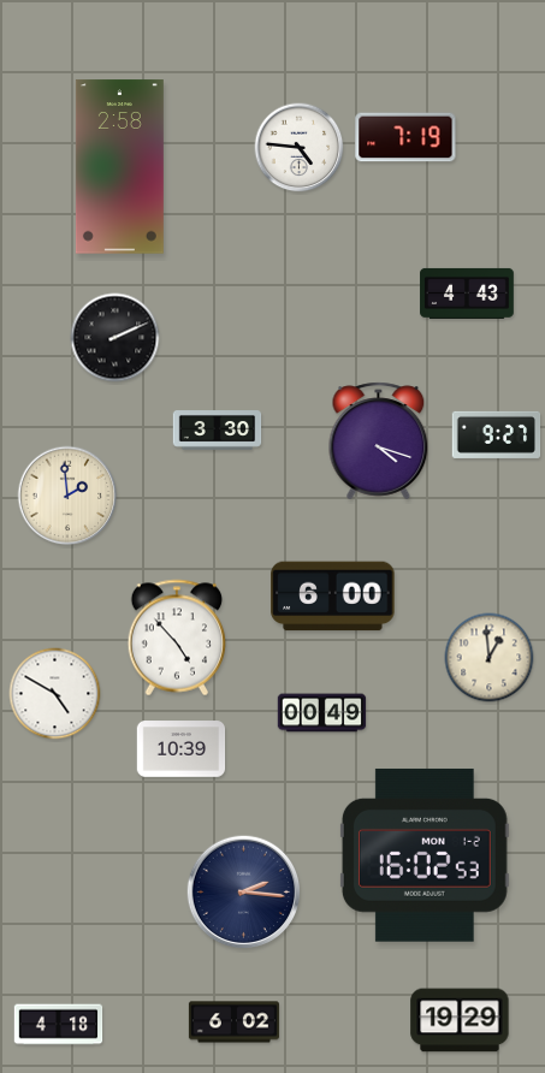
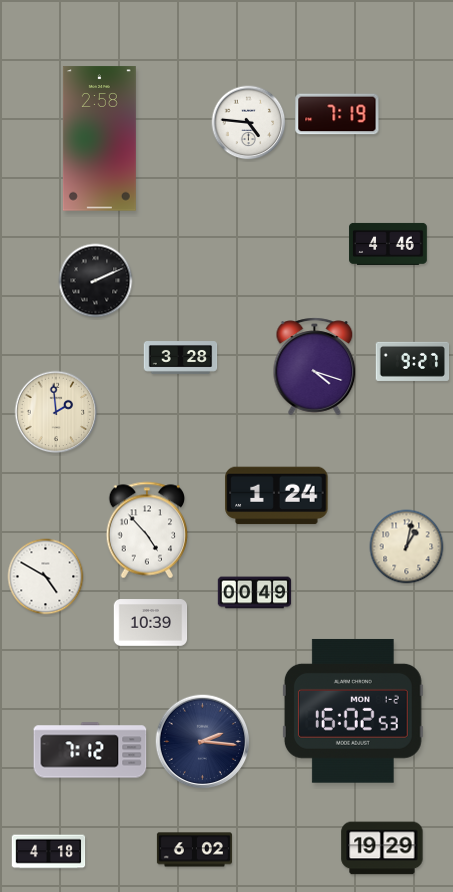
clock at (467, 294): 4:43 -> 4:46
clock at (218, 431): 3:30 -> 3:28
clock at (333, 597): 6:00 -> 1:24
clock at (490, 658): 12:59 -> 1:02
clock at (322, 713) position: (322, 713) -> (255, 593)
clock at (90, 750): none -> 7:12
